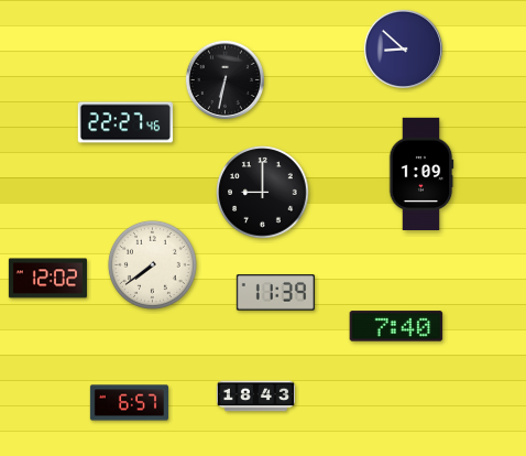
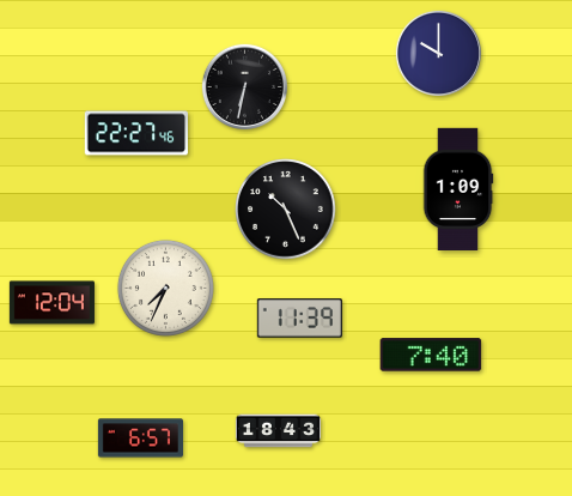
clock at (403, 48): 8:52 -> 10:00
clock at (263, 193): 9:00 -> 10:26
clock at (152, 264): 7:39 -> 7:34
clock at (47, 279): 12:02 -> 12:04
